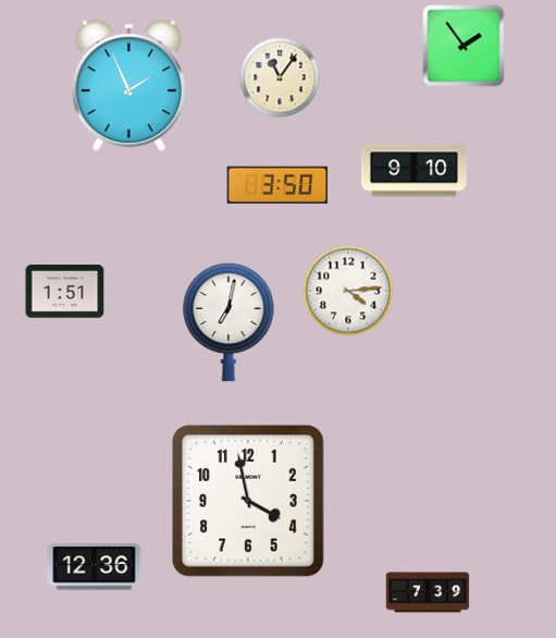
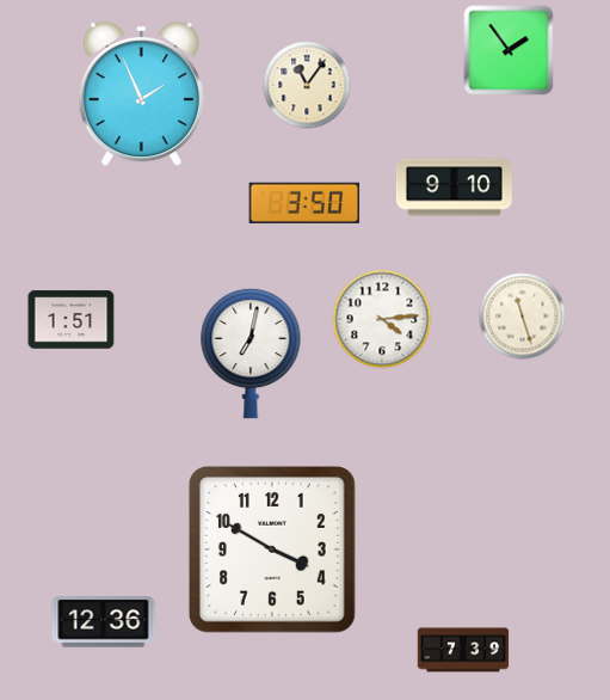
clock at (523, 317): none -> 11:27
clock at (249, 502): 3:58 -> 3:50
clock at (428, 592) position: (428, 592) -> (463, 650)
